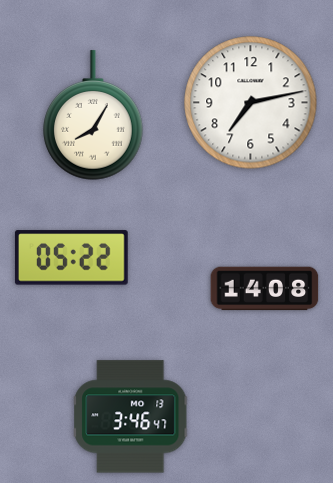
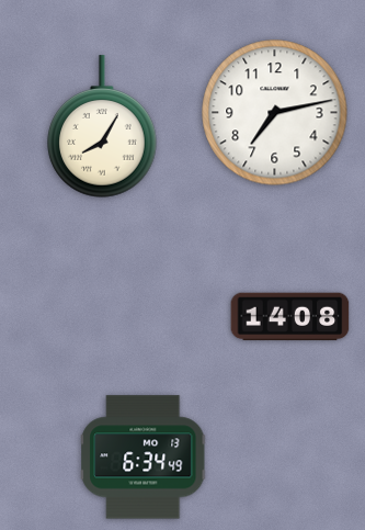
clock at (71, 258): 05:22 -> none
clock at (131, 417): 3:46 -> 6:34
